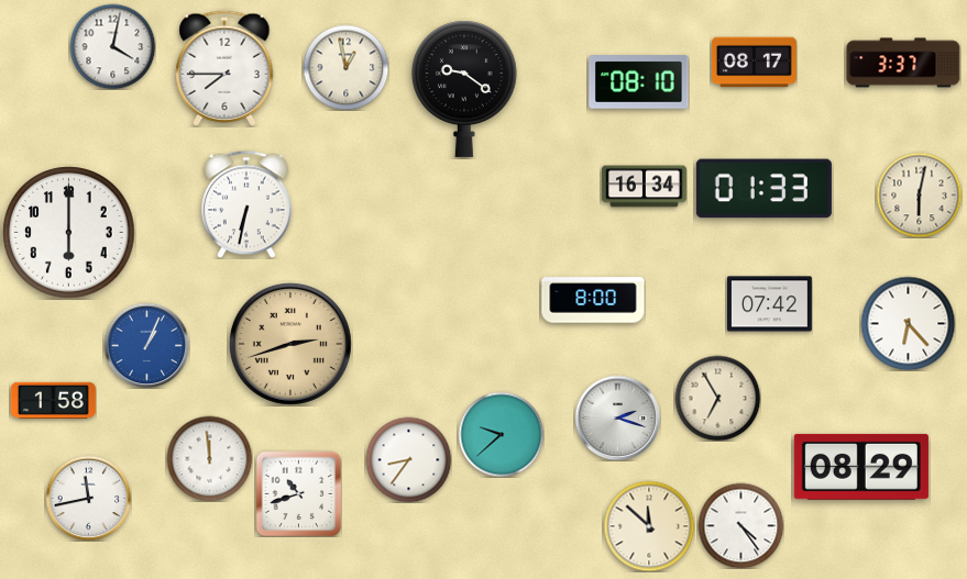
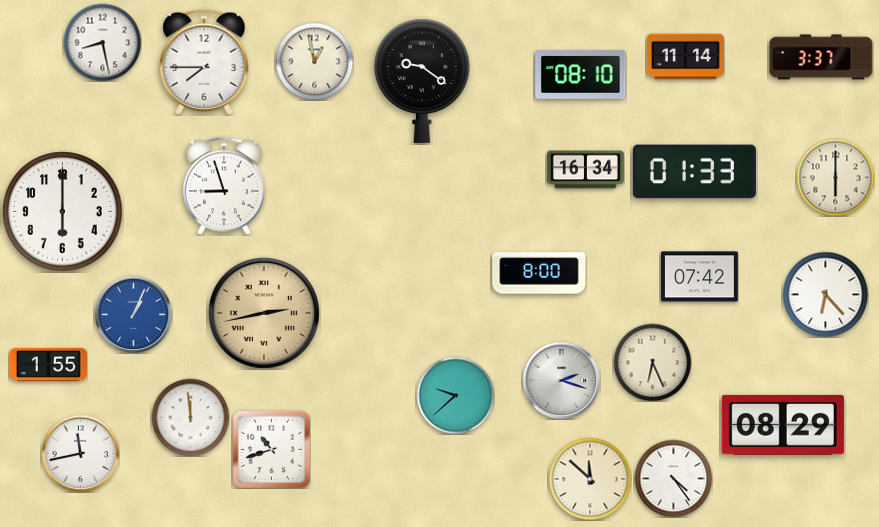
clock at (112, 46): 4:02 -> 8:28
clock at (754, 63): 08:17 -> 11:14
clock at (919, 194): 6:02 -> 6:00
clock at (248, 204): 6:32 -> 8:57
clock at (290, 344): 2:42 -> 2:43
clock at (717, 398): 6:55 -> 6:26
clock at (53, 400): 1:58 -> 1:55
clock at (408, 459): 8:36 -> none
